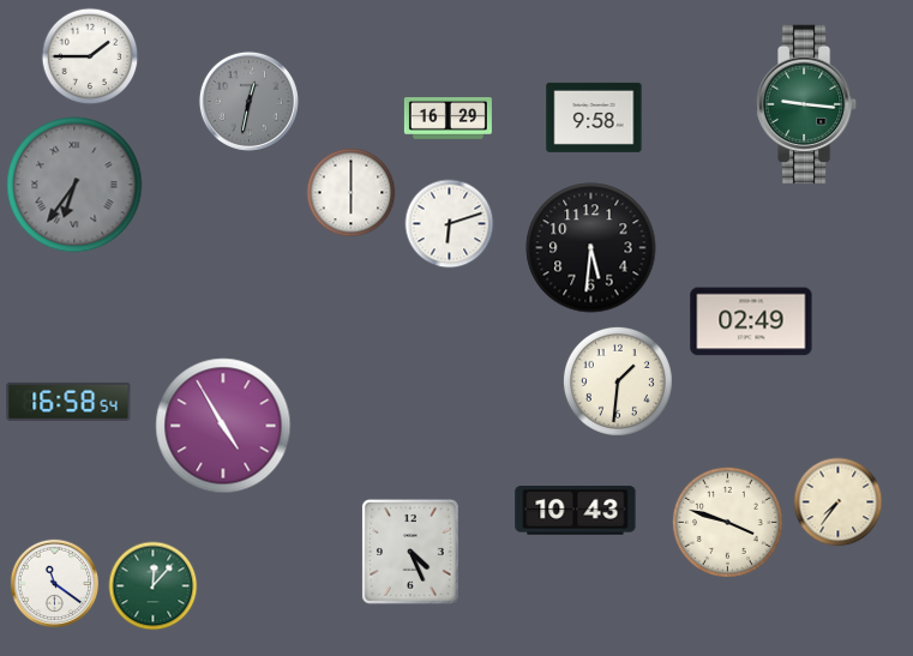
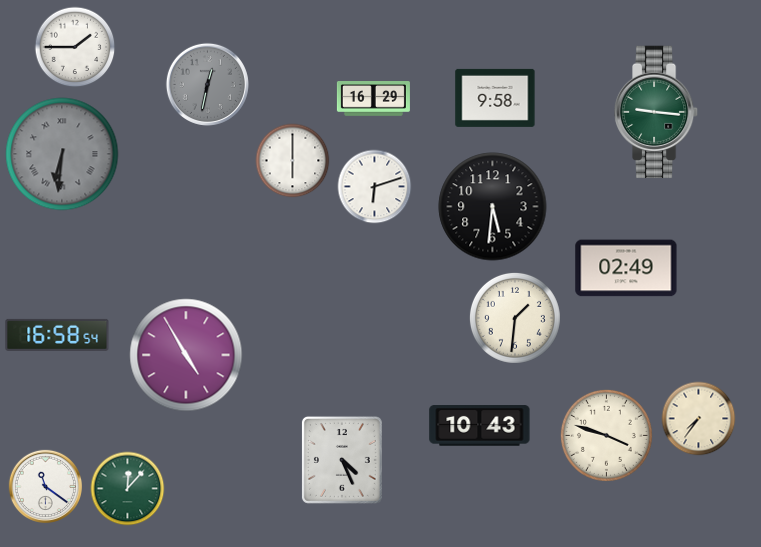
clock at (806, 104) position: (806, 104) -> (656, 112)
clock at (74, 185): 6:36 -> 6:31
